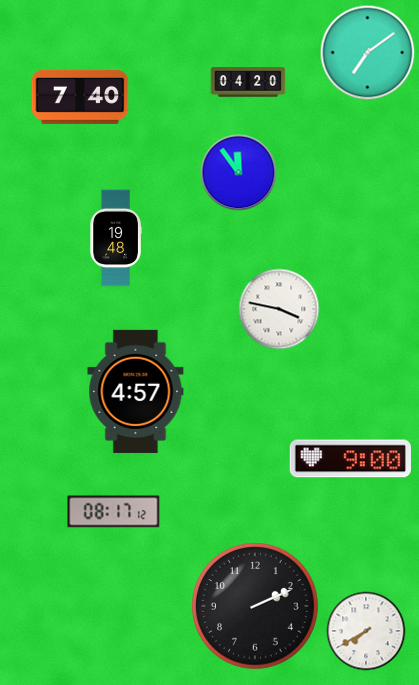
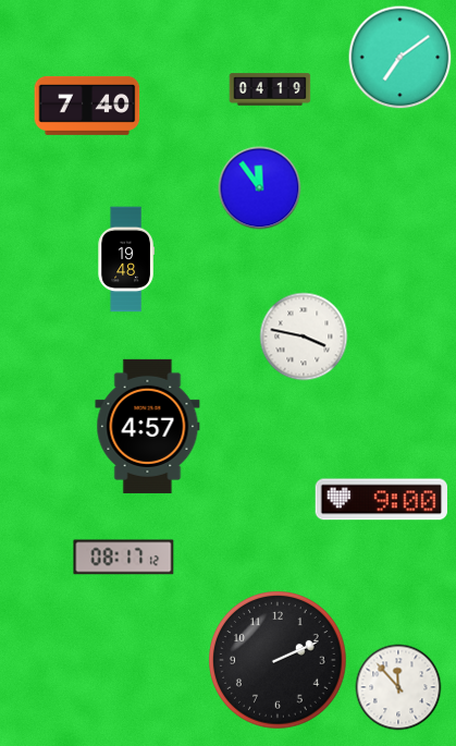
clock at (248, 82): 04:20 -> 04:19
clock at (366, 631): 7:40 -> 11:53
